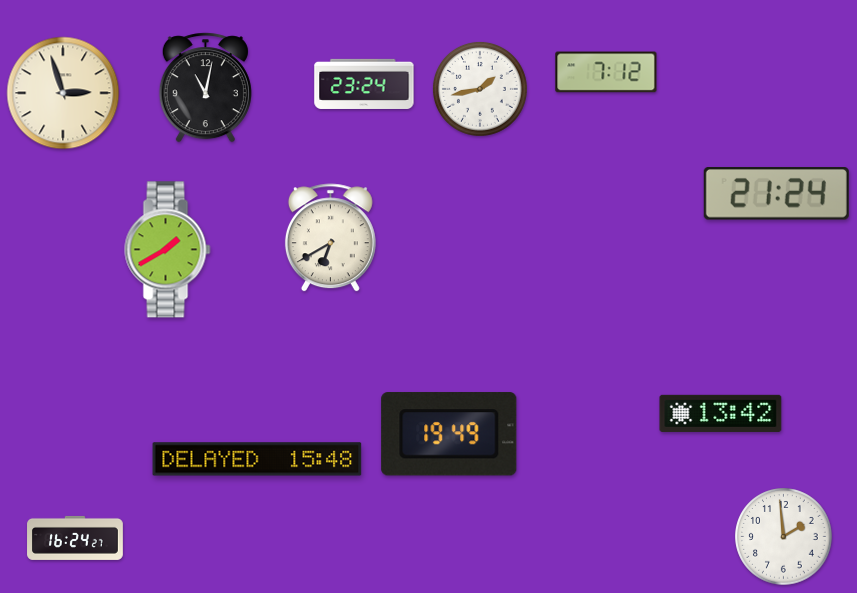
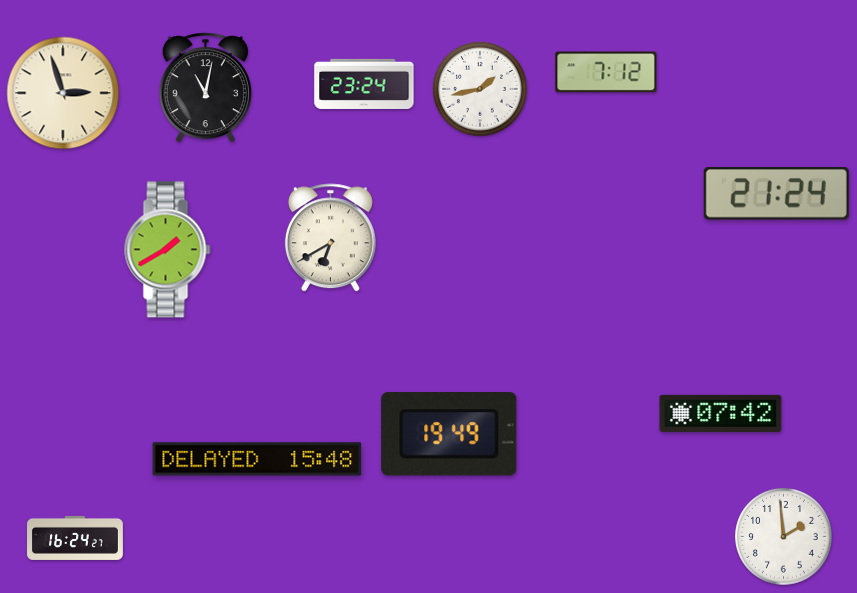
clock at (721, 413): 13:42 -> 07:42
